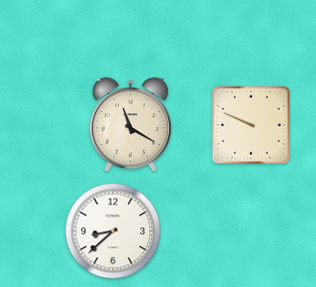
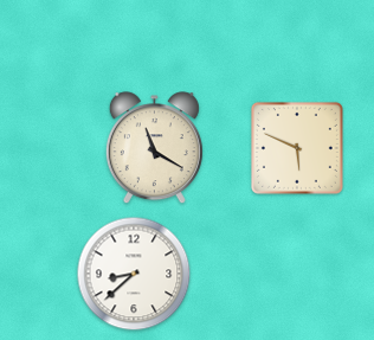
clock at (251, 125): 9:49 -> 5:49
